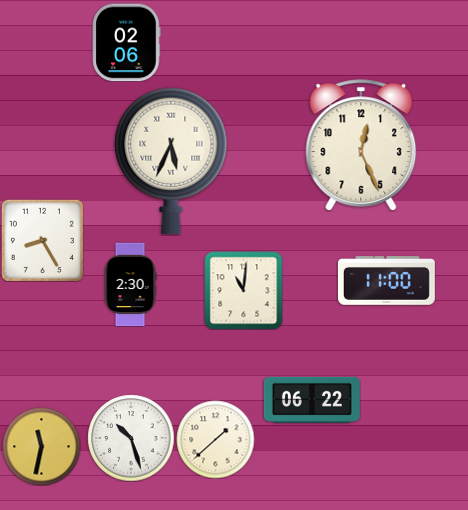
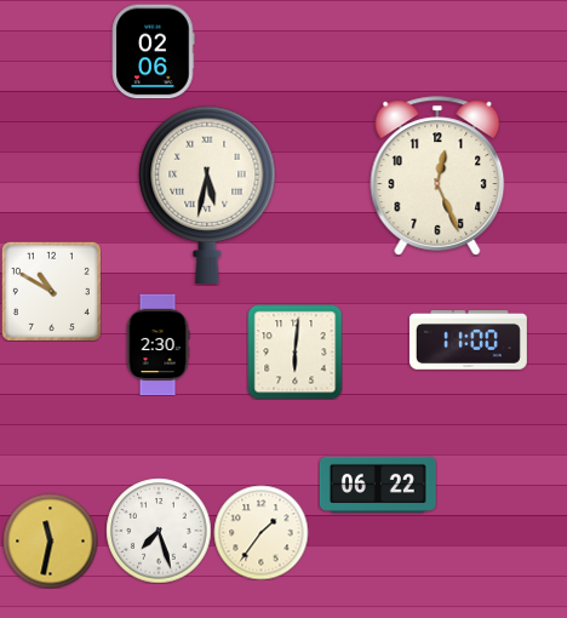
clock at (171, 160): 5:34 -> 5:32
clock at (42, 240): 8:25 -> 10:50
clock at (243, 290): 11:01 -> 6:01
clock at (131, 438): 10:27 -> 7:27
clock at (215, 439): 1:38 -> 1:36
